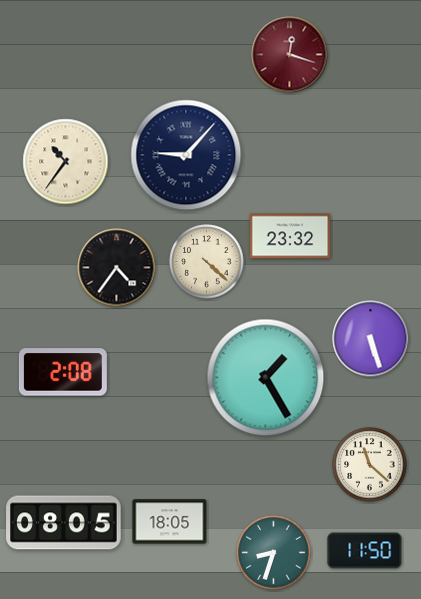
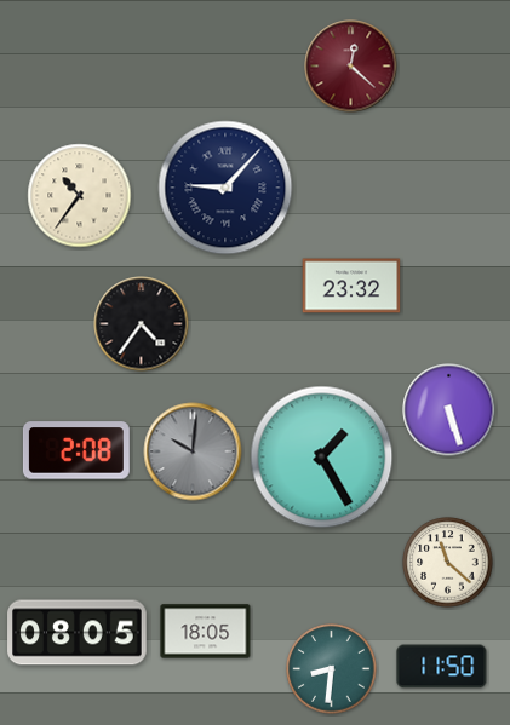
clock at (290, 55): 12:18 -> 12:22
clock at (207, 262): 4:22 -> none
clock at (193, 451): none -> 10:01
clock at (274, 553): 8:33 -> 8:31
